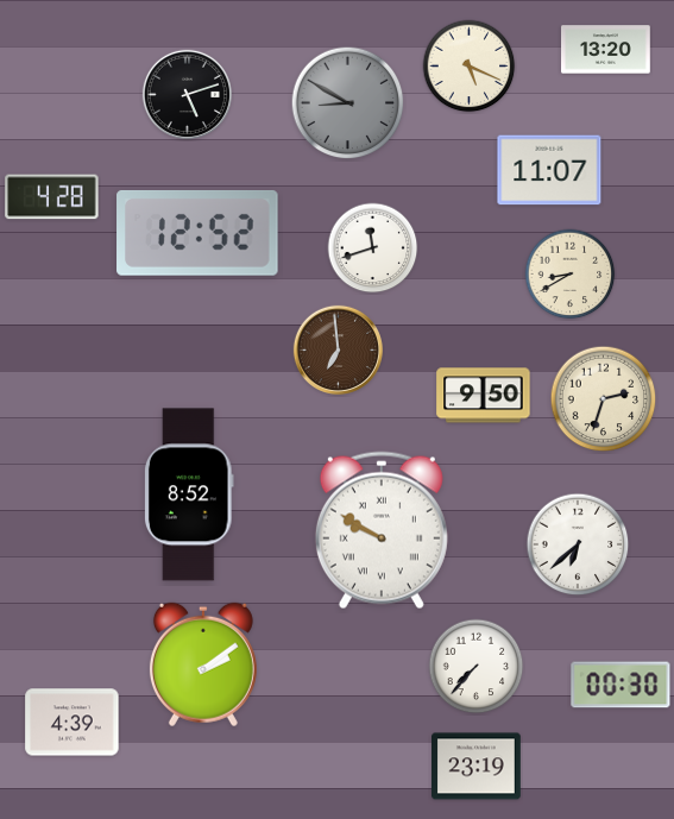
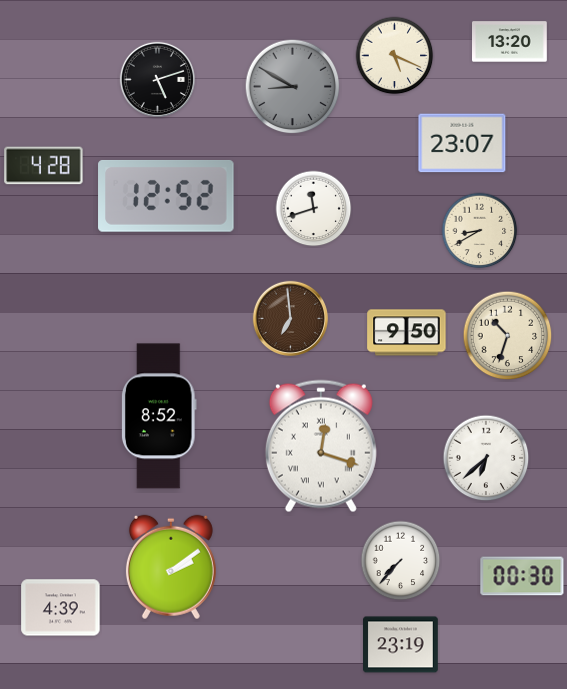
clock at (549, 170): 11:07 -> 23:07
clock at (338, 349) position: (338, 349) -> (290, 318)
clock at (604, 399): 2:33 -> 10:33
clock at (382, 530): 9:50 -> 12:18
clock at (203, 664) position: (203, 664) -> (171, 567)
